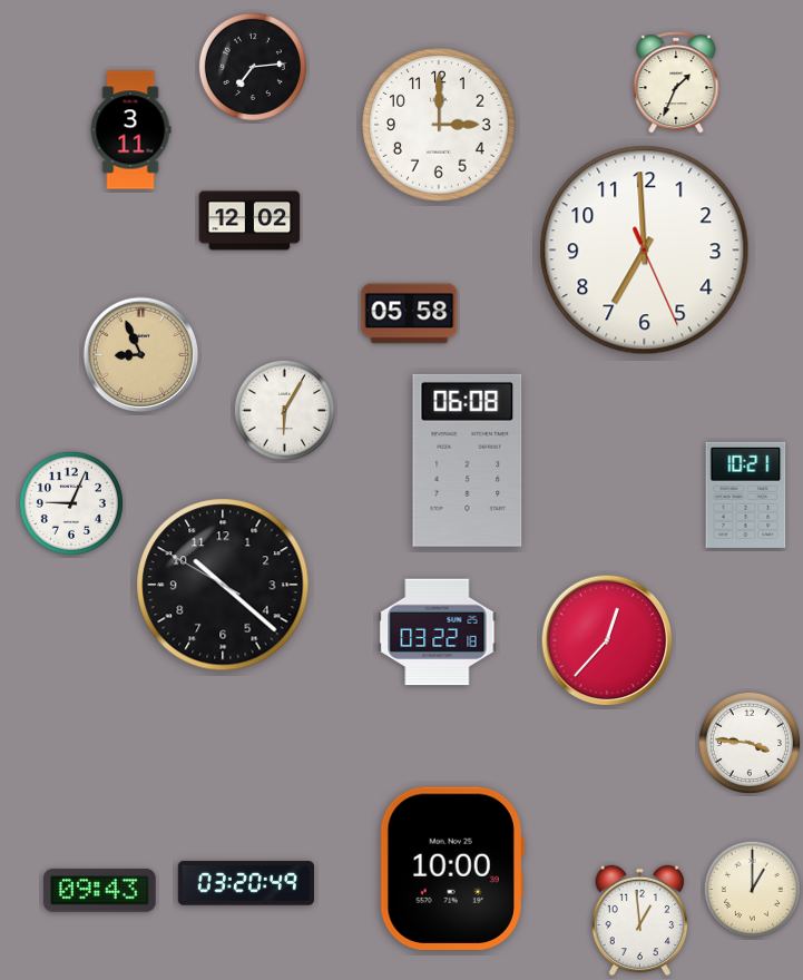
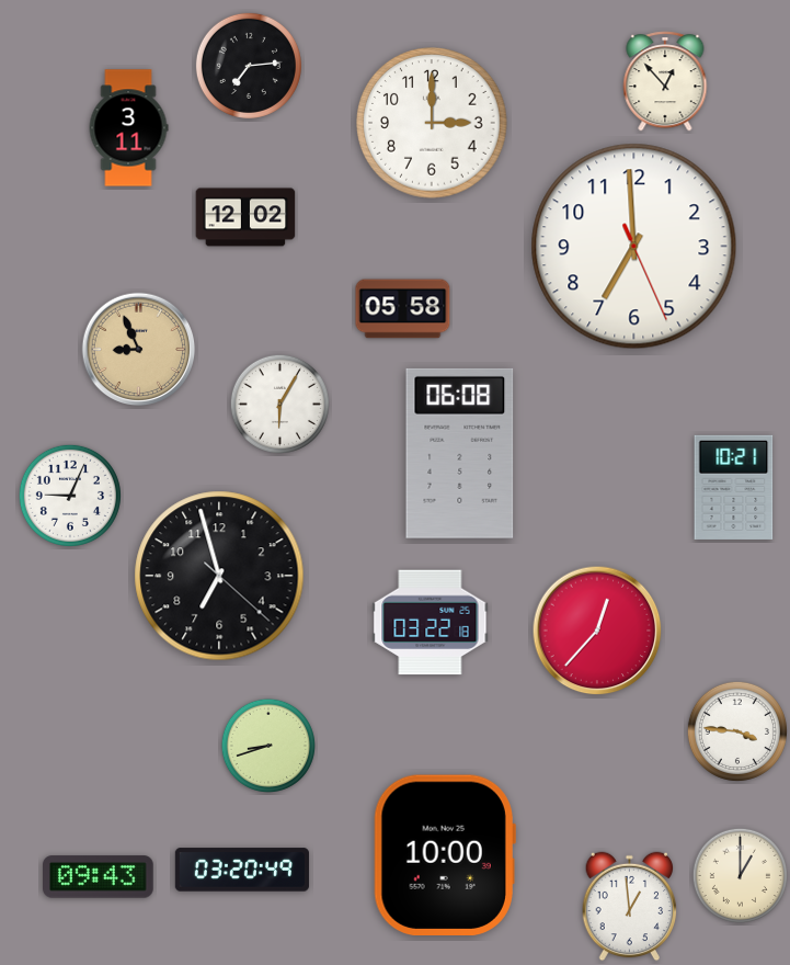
clock at (676, 82): 1:34 -> 12:53
clock at (223, 585): 10:21 -> 6:57
clock at (267, 745): none -> 8:42
